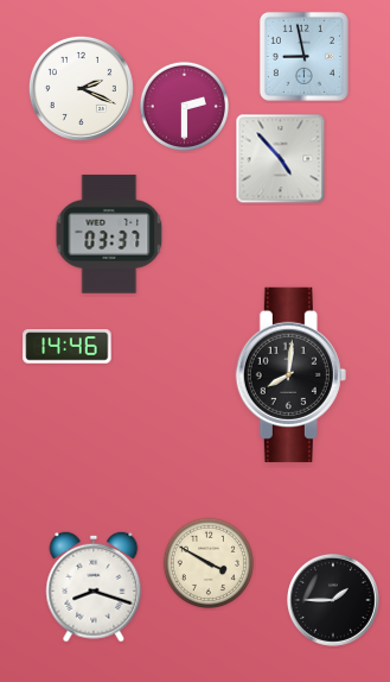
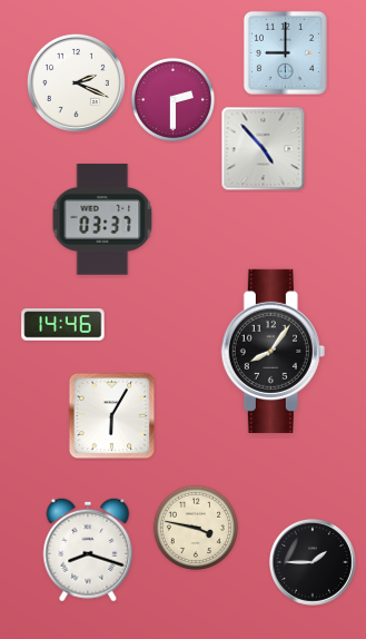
clock at (303, 56): 8:58 -> 9:00
clock at (290, 374): 8:01 -> 8:06
clock at (112, 416): none -> 6:05
clock at (207, 562): 3:50 -> 3:47
